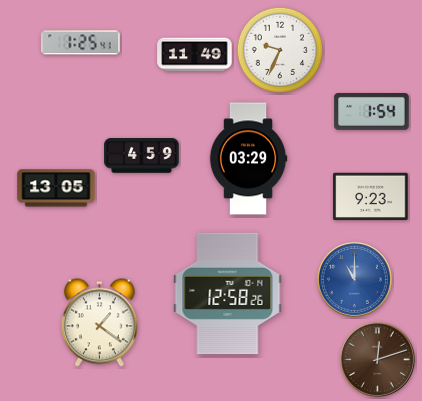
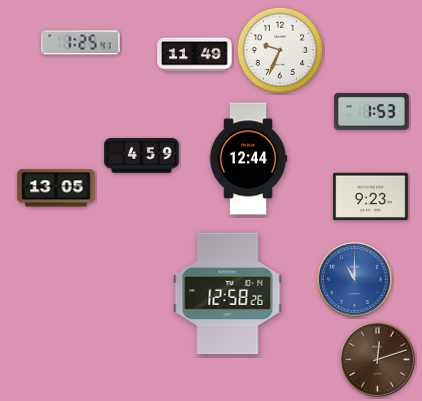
clock at (372, 112): 1:54 -> 1:53
clock at (248, 159): 03:29 -> 12:44
clock at (99, 323): 1:21 -> none
